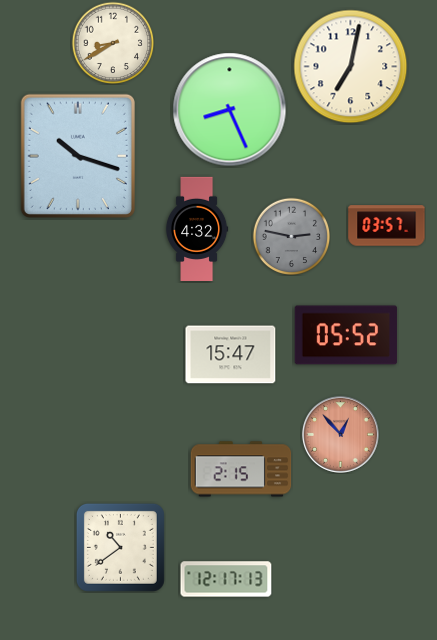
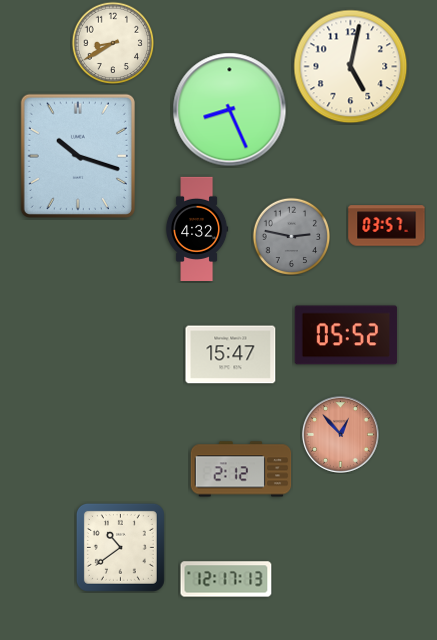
clock at (351, 67): 7:02 -> 5:02
clock at (241, 469): 2:15 -> 2:12
